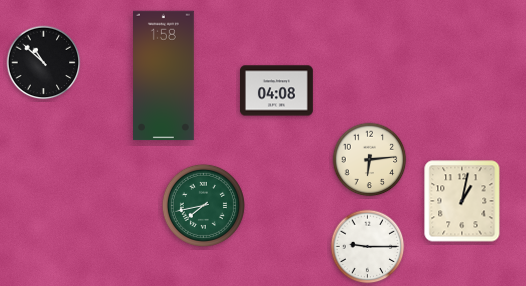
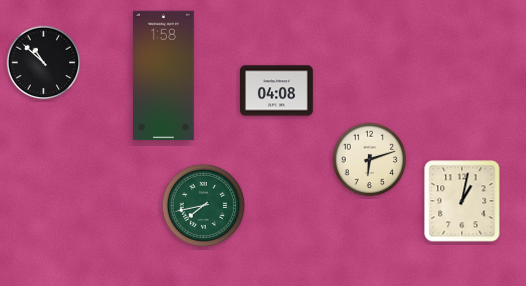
clock at (370, 160): 6:14 -> 6:12
clock at (368, 247): 9:15 -> none
